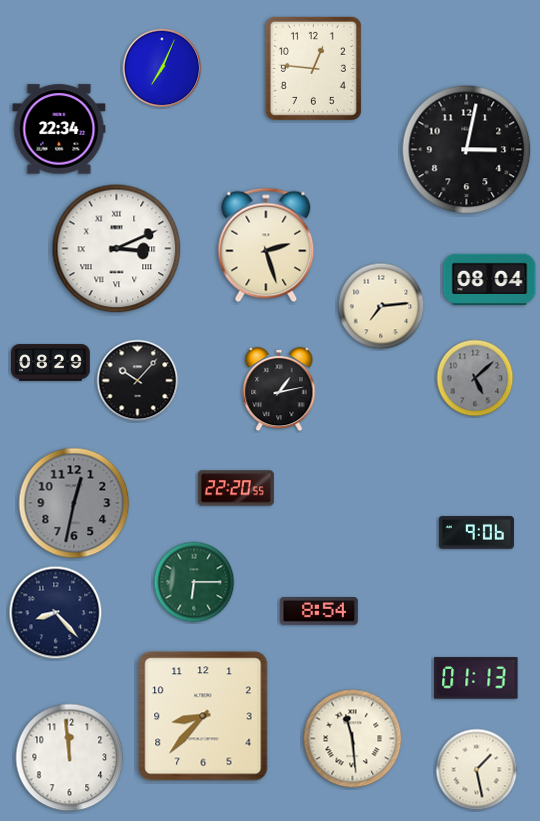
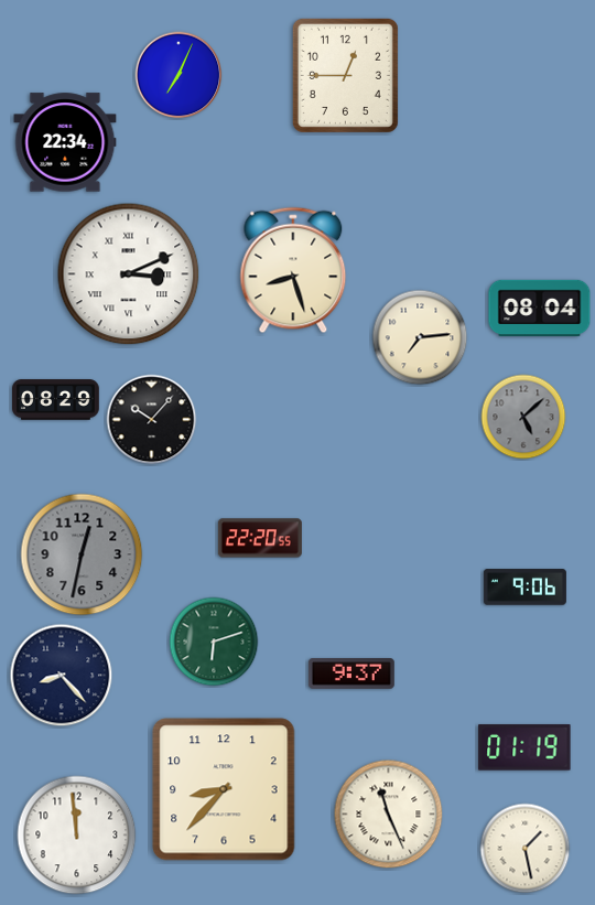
clock at (313, 68): 12:46 -> 12:45
clock at (467, 150): 3:02 -> none
clock at (266, 245): 2:27 -> 8:27
clock at (279, 389): 1:13 -> none
clock at (194, 582): 6:15 -> 6:12
clock at (319, 611): 8:54 -> 9:37
clock at (476, 678): 01:13 -> 01:19
clock at (353, 739): 11:29 -> 11:26
